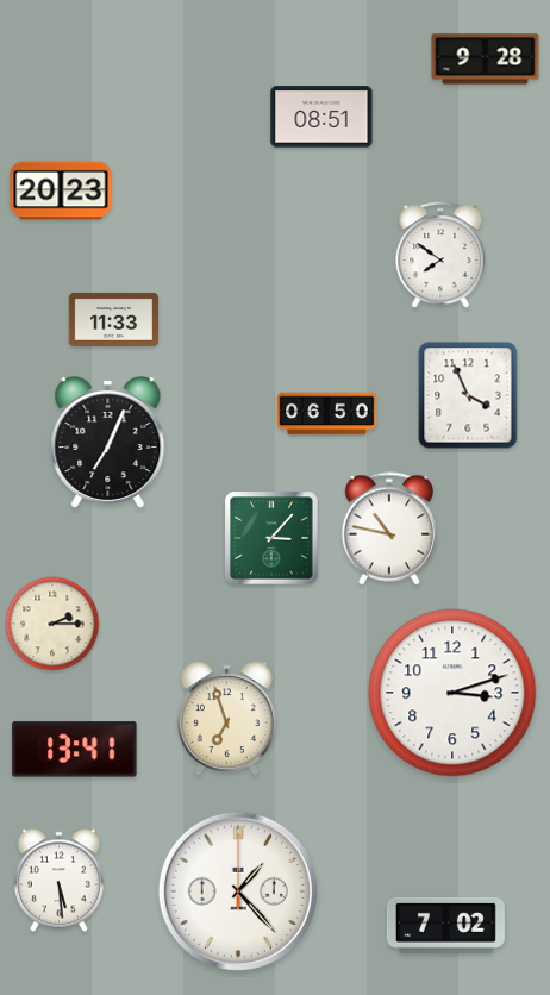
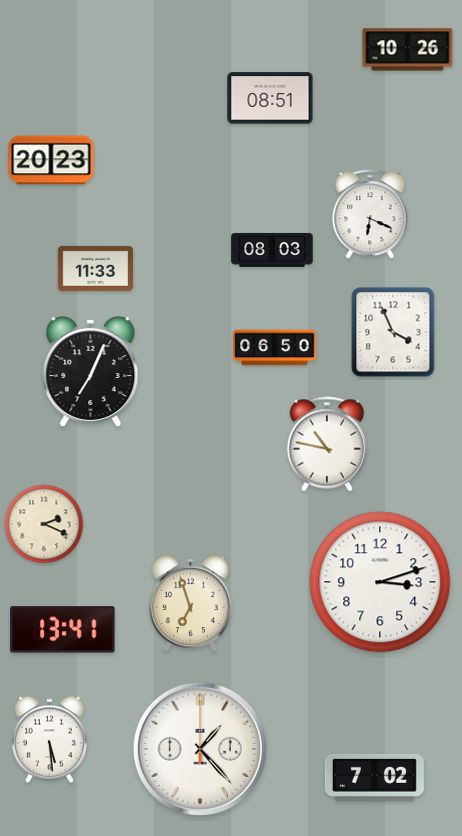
clock at (486, 60): 9:28 -> 10:26
clock at (440, 256): 7:51 -> 6:19
clock at (272, 250): none -> 08:03
clock at (271, 538): 3:07 -> none
clock at (52, 624): 2:15 -> 2:19
